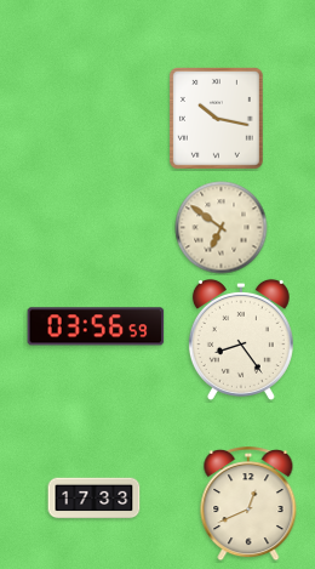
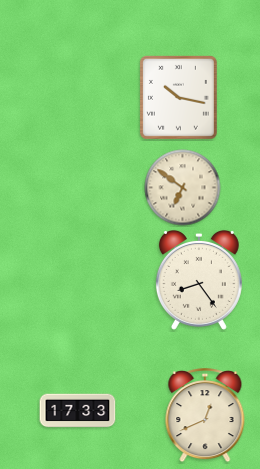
clock at (96, 326): 03:56 -> none
